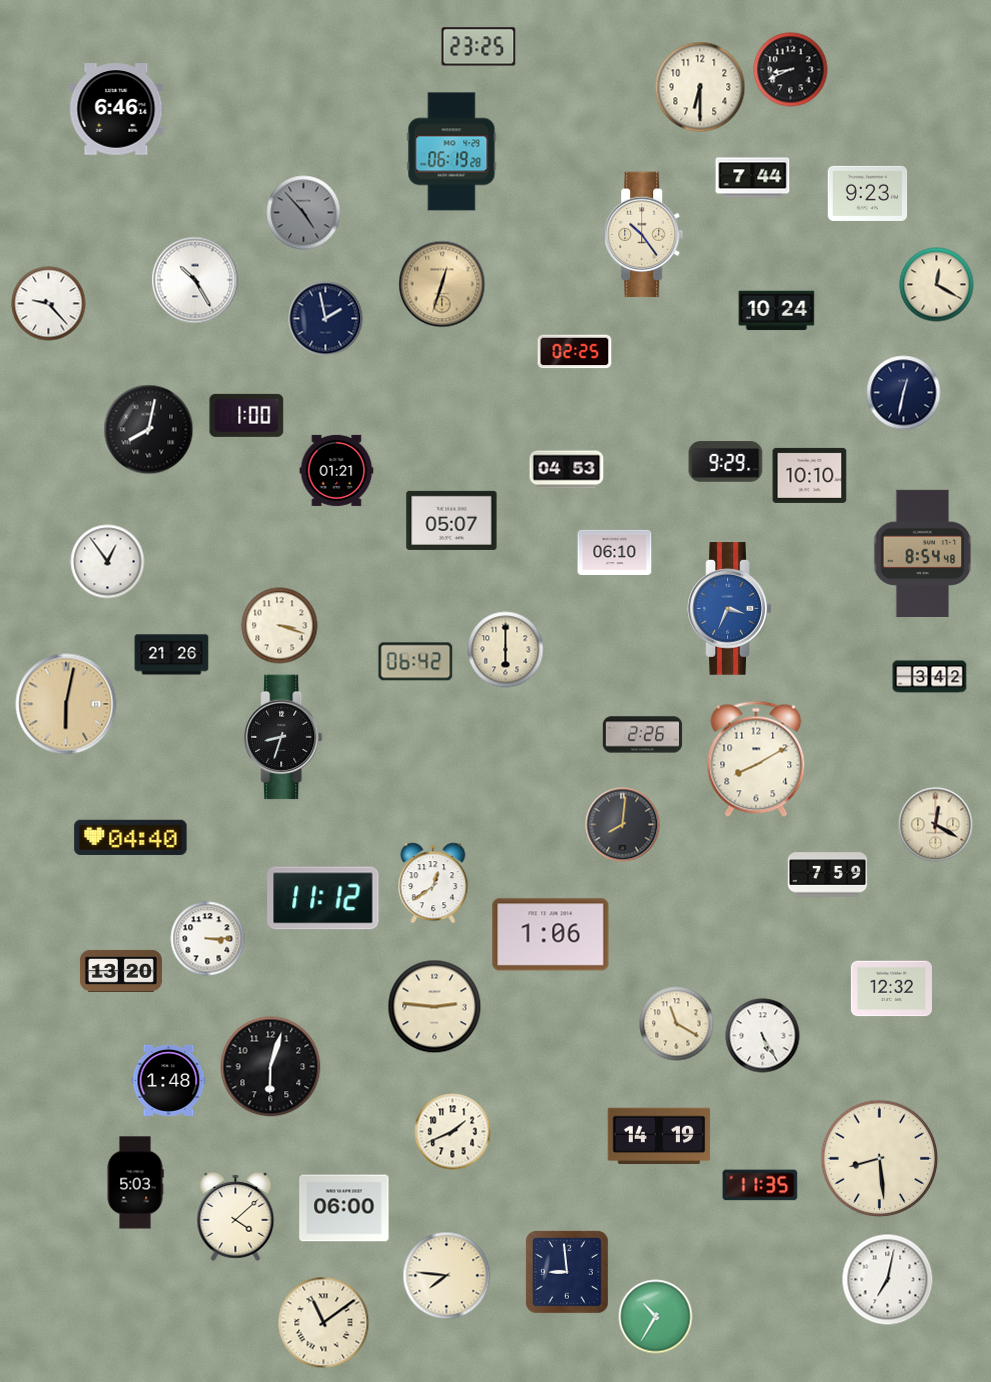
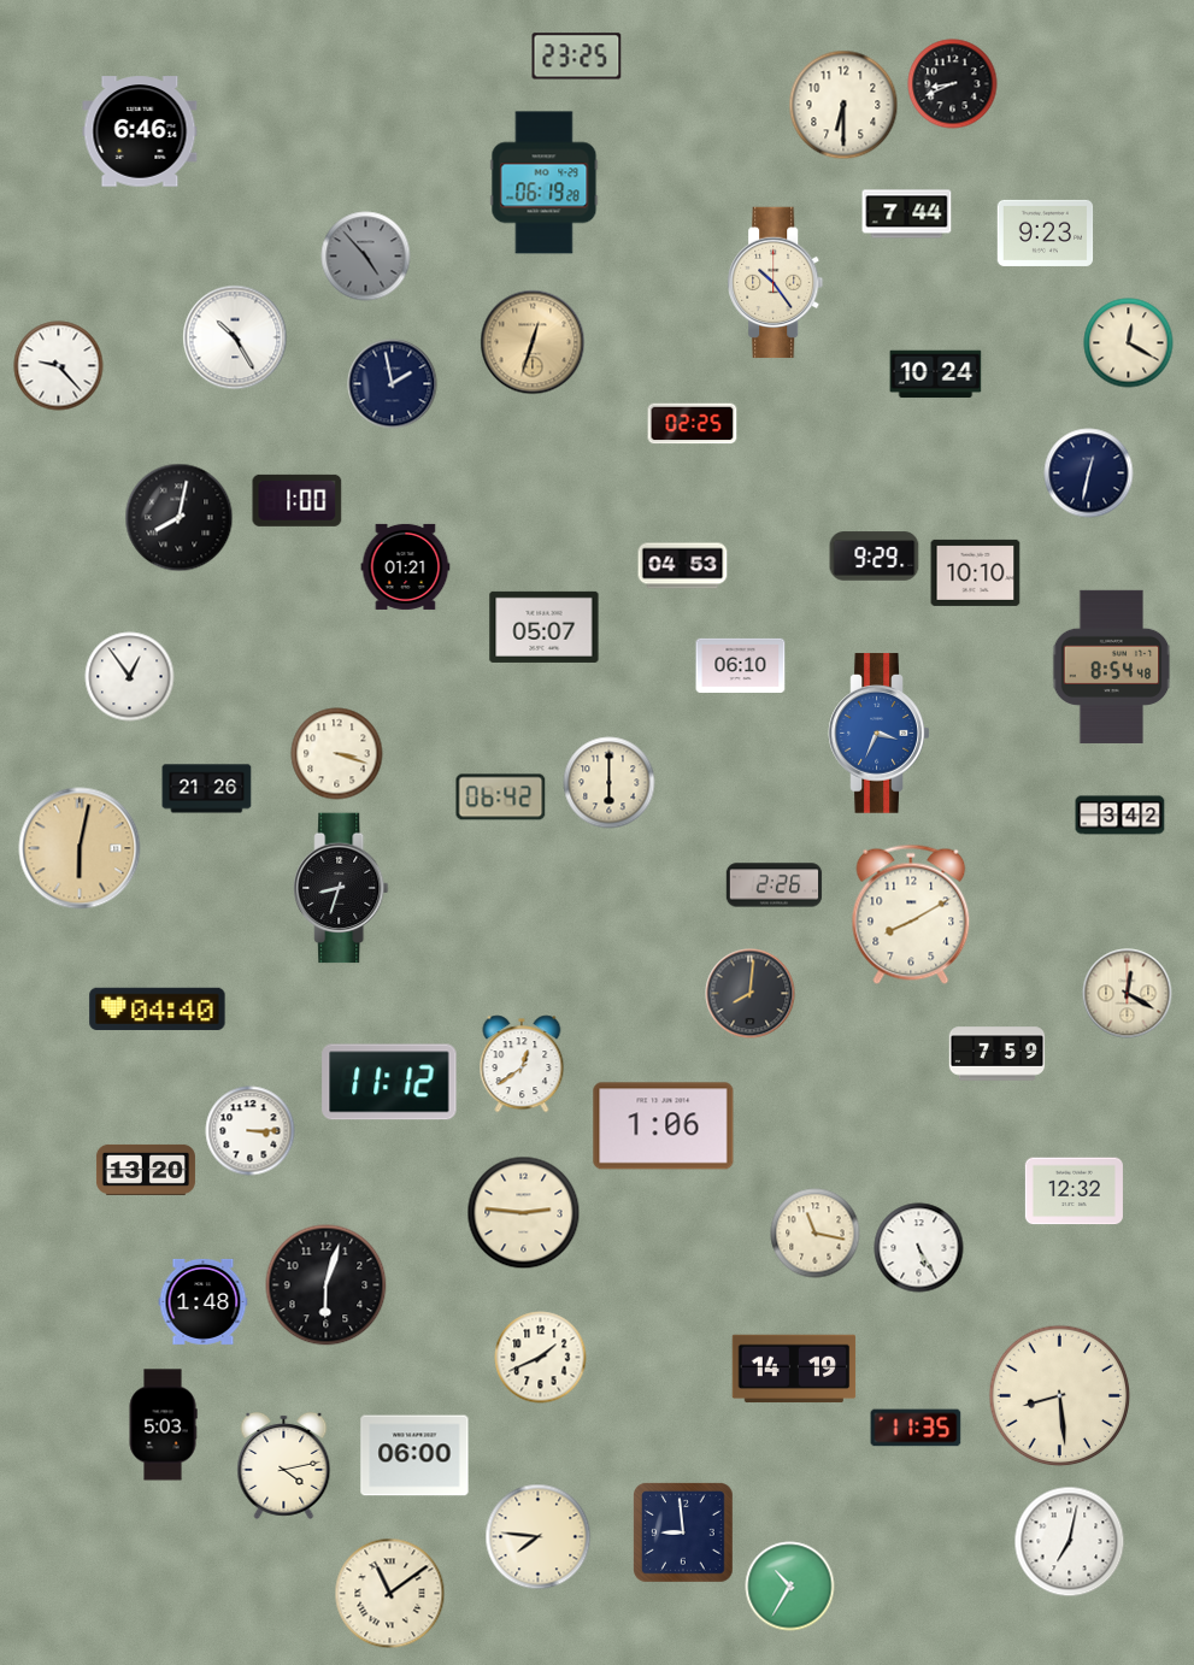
clock at (677, 1024): 11:20 -> 11:17
clock at (453, 1132) position: (453, 1132) -> (541, 1358)
clock at (236, 1216): 4:08 -> 4:13
